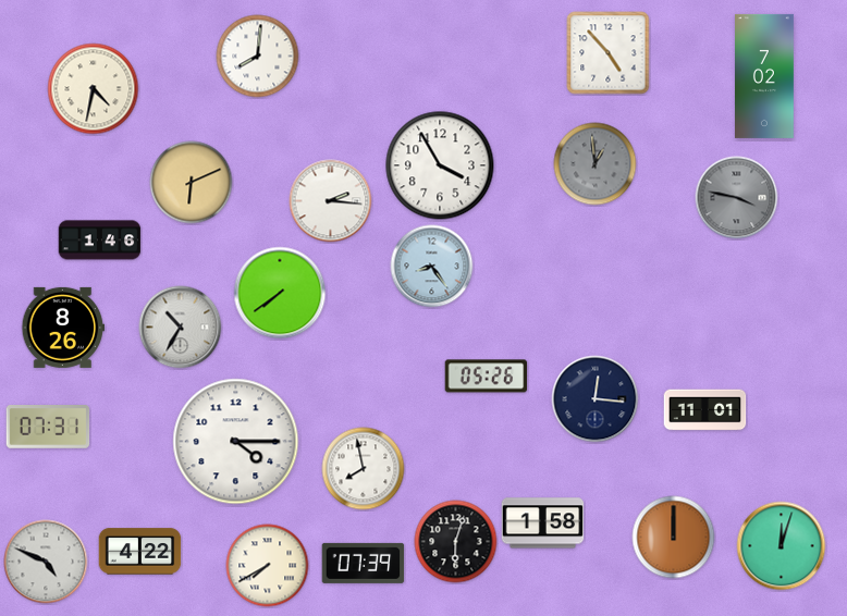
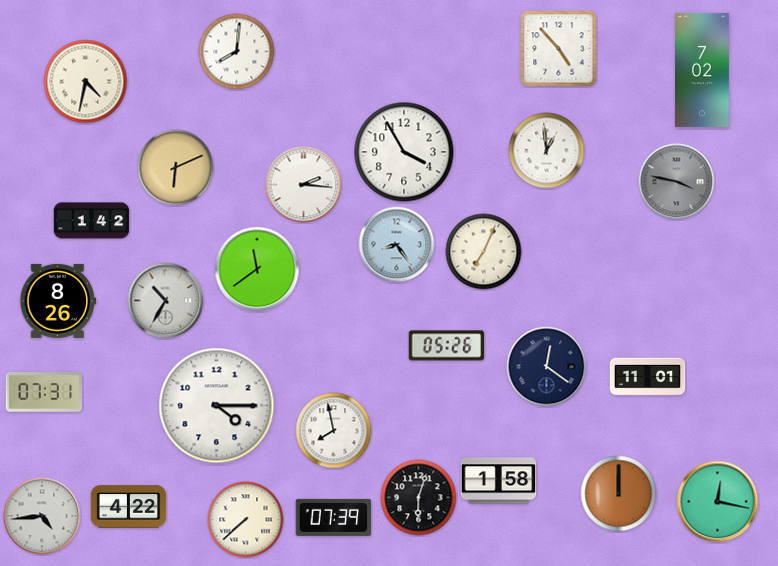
clock at (596, 164) dial: grey -> white
clock at (100, 241): 1:46 -> 1:42
clock at (484, 252): none -> 7:04
clock at (280, 293): 7:39 -> 11:39
clock at (596, 399): 12:16 -> 12:21
clock at (782, 546): 12:03 -> 12:17
clock at (46, 562): 4:49 -> 4:44
clock at (268, 566): 7:40 -> 7:38
